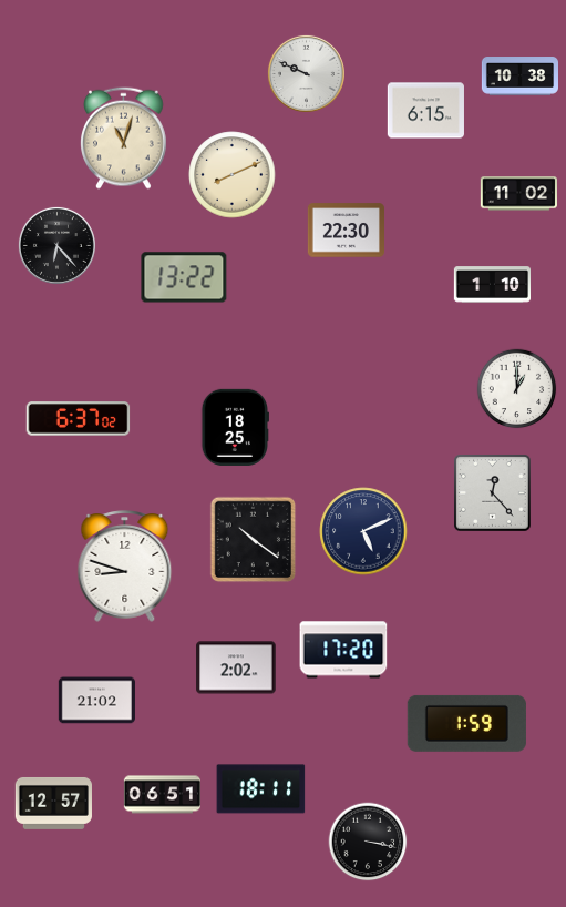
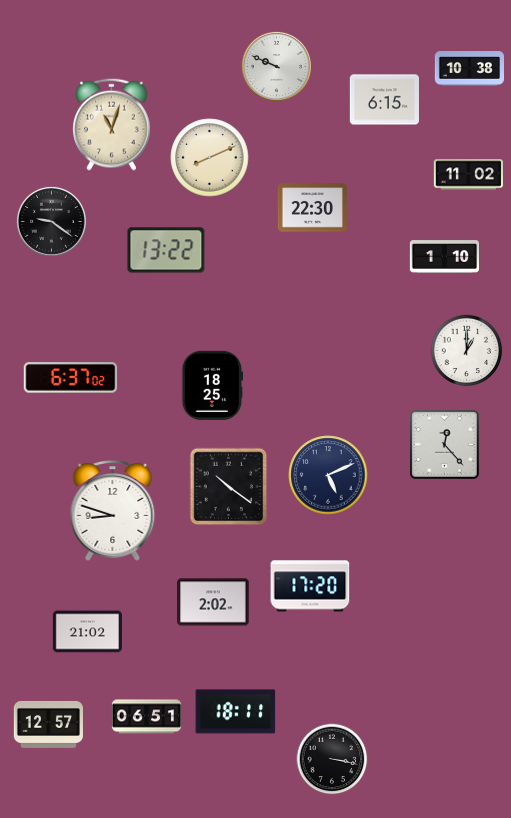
clock at (56, 245): 6:23 -> 9:21
clock at (363, 531) position: (363, 531) -> (328, 475)
clock at (466, 723): 1:59 -> none
